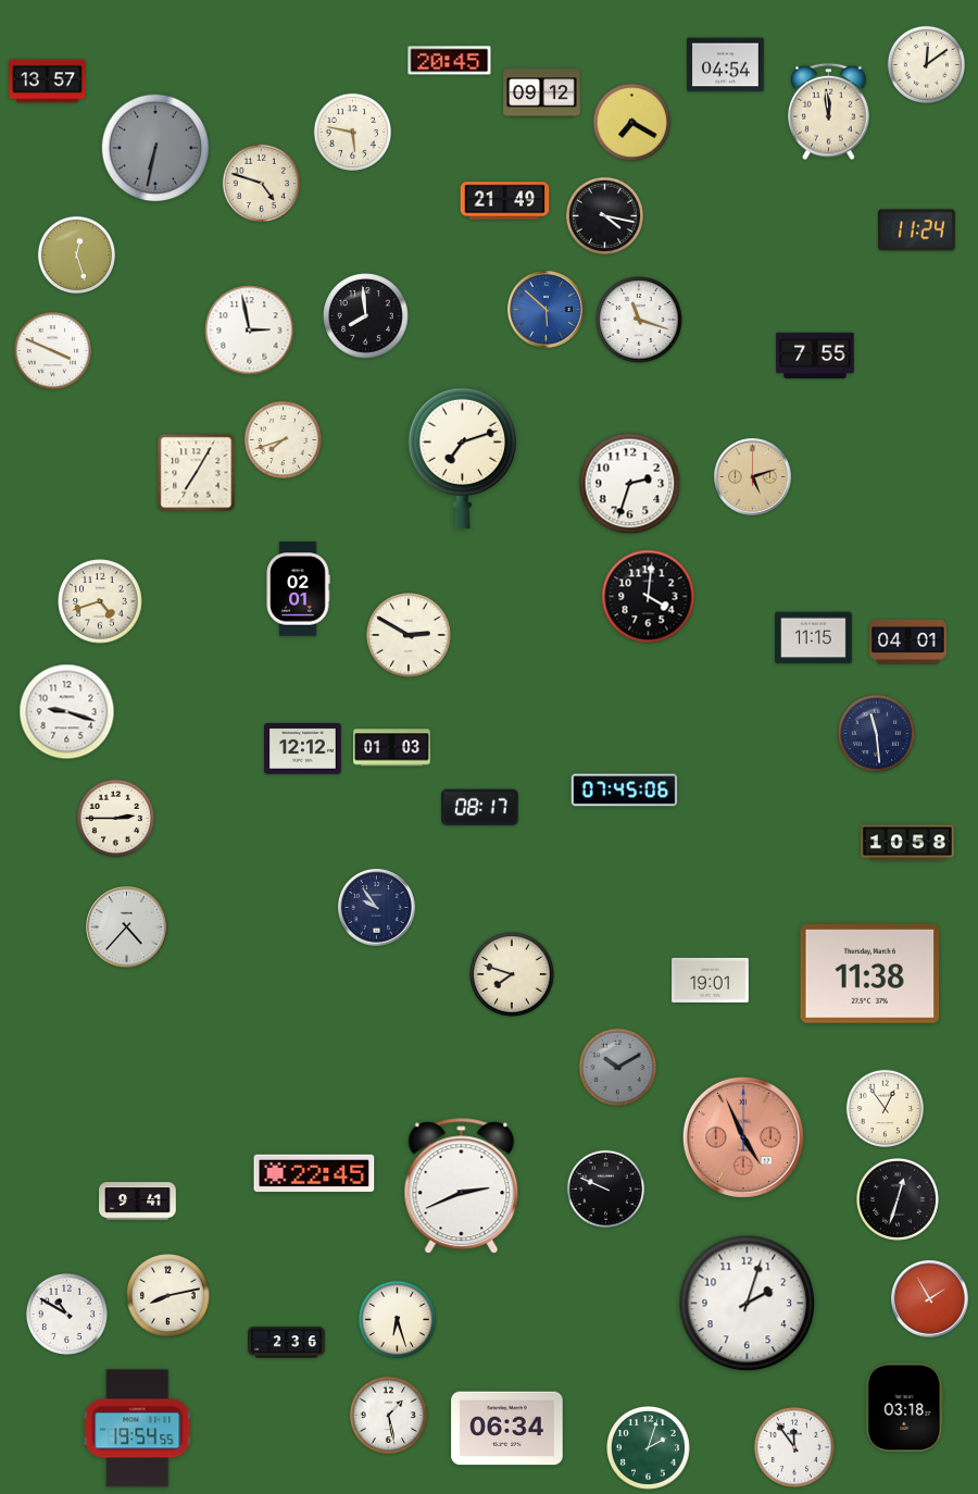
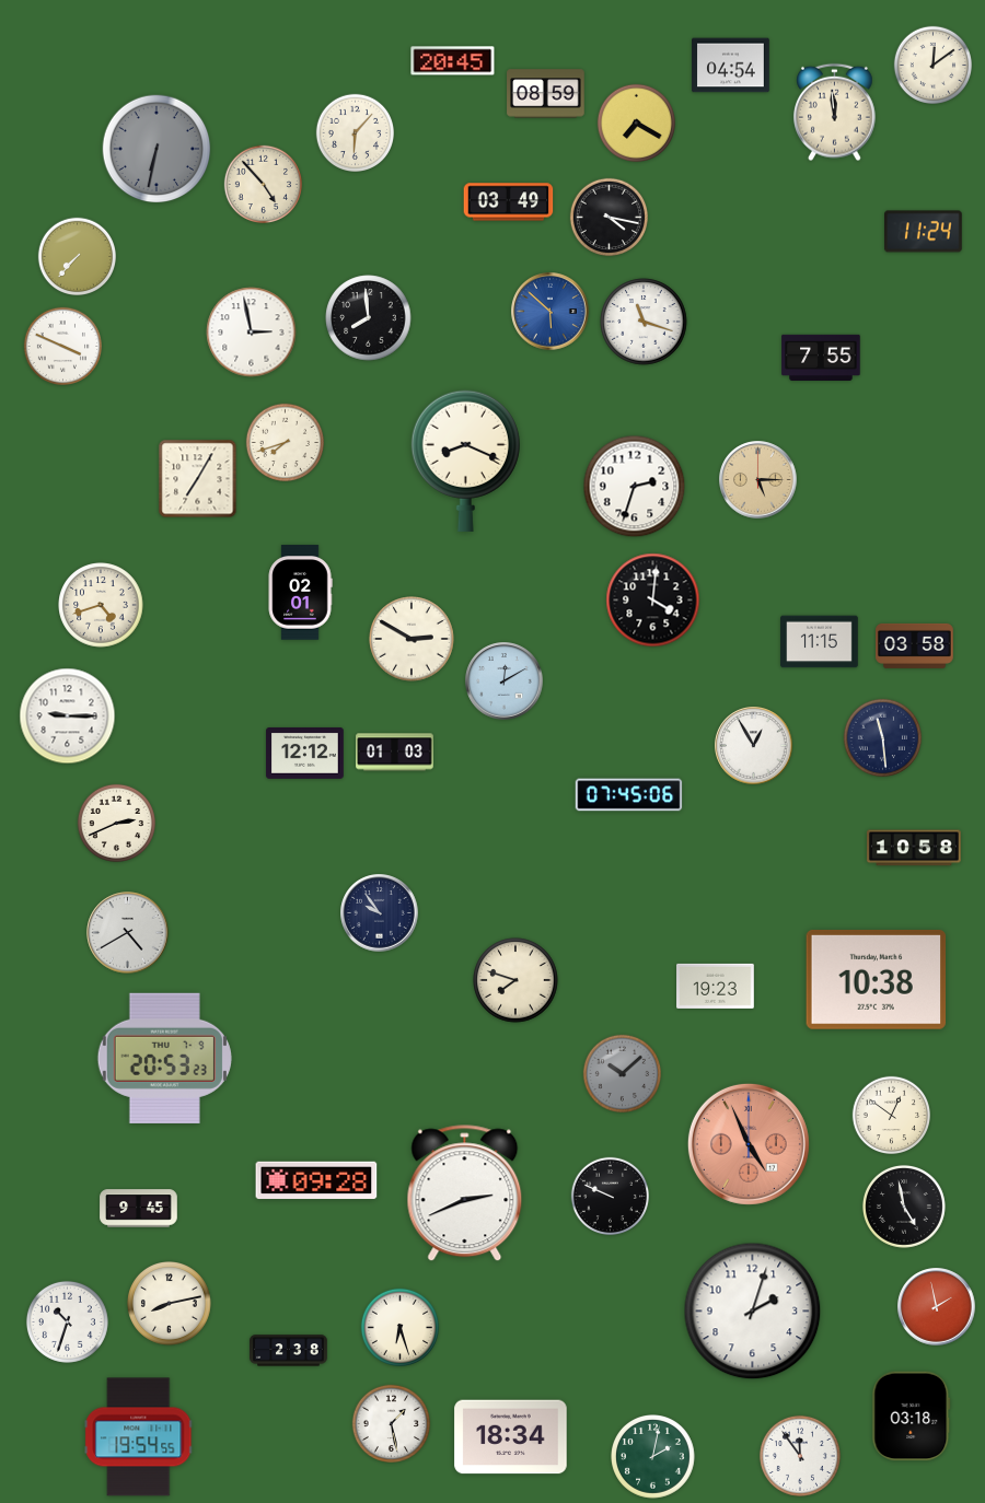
clock at (48, 82): 13:57 -> none
clock at (542, 94): 09:12 -> 08:59
clock at (352, 132): 5:47 -> 6:07
clock at (261, 183): 4:48 -> 4:53
clock at (505, 201): 21:49 -> 03:49
clock at (76, 254): 12:27 -> 7:37
clock at (52, 350) position: (52, 350) -> (62, 346)
clock at (462, 458): 7:12 -> 8:19
clock at (197, 473) position: (197, 473) -> (198, 479)
clock at (753, 477): 5:12 -> 5:15
clock at (908, 642): 04:01 -> 03:58
clock at (505, 681): none -> 12:10
clock at (67, 712): 9:18 -> 9:15
clock at (754, 746): none -> 12:55
clock at (480, 808): 08:17 -> none
clock at (115, 818): 2:45 -> 2:41
clock at (127, 927): 4:37 -> 4:40
clock at (870, 973): 11:38 -> 10:38
clock at (711, 980): 19:01 -> 19:23
clock at (164, 1058): none -> 20:53
clock at (617, 1067): 10:10 -> 10:08
clock at (885, 1108): 12:54 -> 12:51
clock at (314, 1173): 22:45 -> 09:28
clock at (898, 1199): 12:33 -> 4:58
clock at (138, 1202): 9:41 -> 9:45
clock at (930, 1299): 1:55 -> 1:58
clock at (66, 1314): 10:50 -> 10:33
clock at (287, 1343): 2:36 -> 2:38
clock at (507, 1429): 06:34 -> 18:34
clock at (649, 1448): 2:03 -> 2:02
